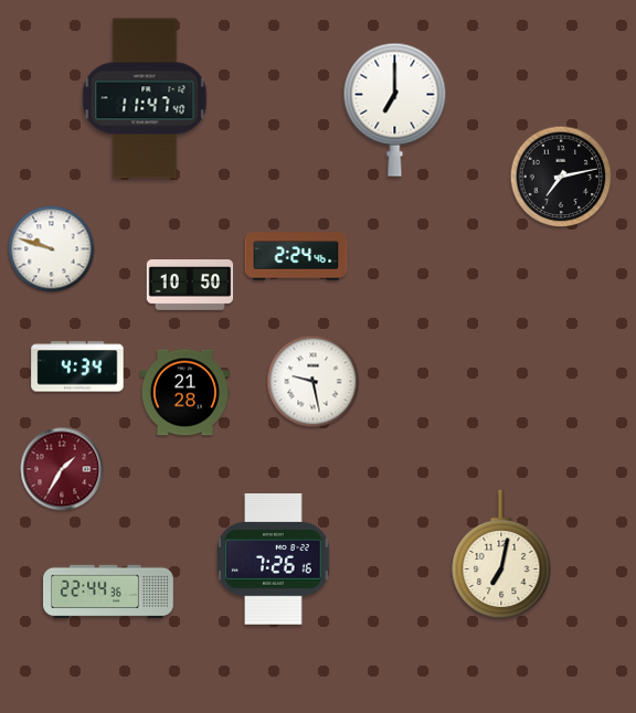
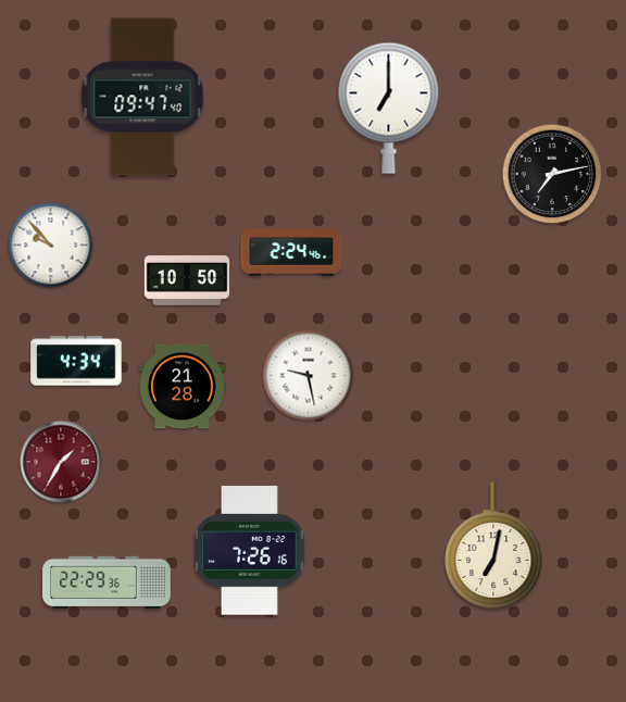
clock at (145, 98): 11:47 -> 09:47
clock at (52, 249): 9:48 -> 9:53
clock at (274, 560) position: (274, 560) -> (250, 551)
clock at (108, 592): 22:44 -> 22:29
